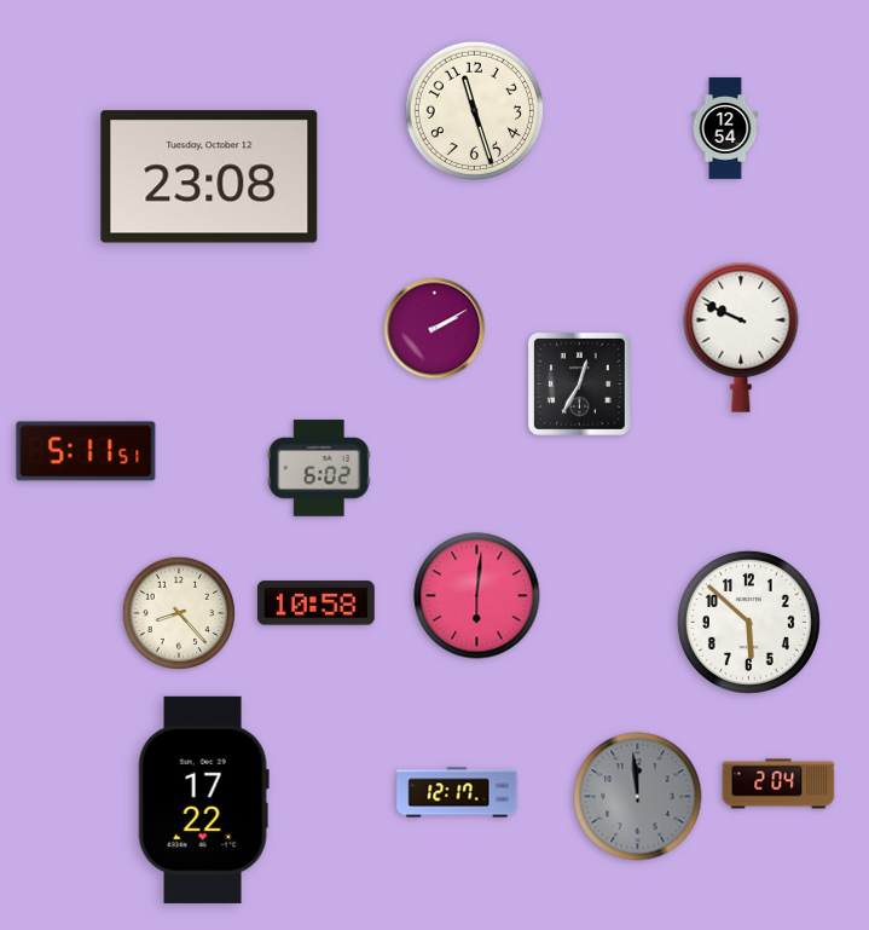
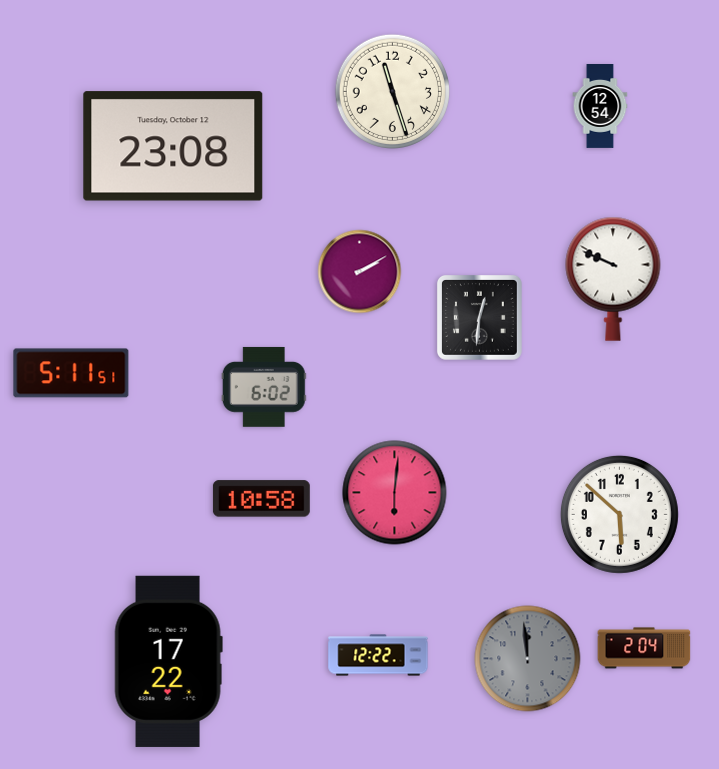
clock at (579, 383): 12:35 -> 12:31
clock at (179, 613): 8:23 -> none
clock at (457, 792): 12:17 -> 12:22
